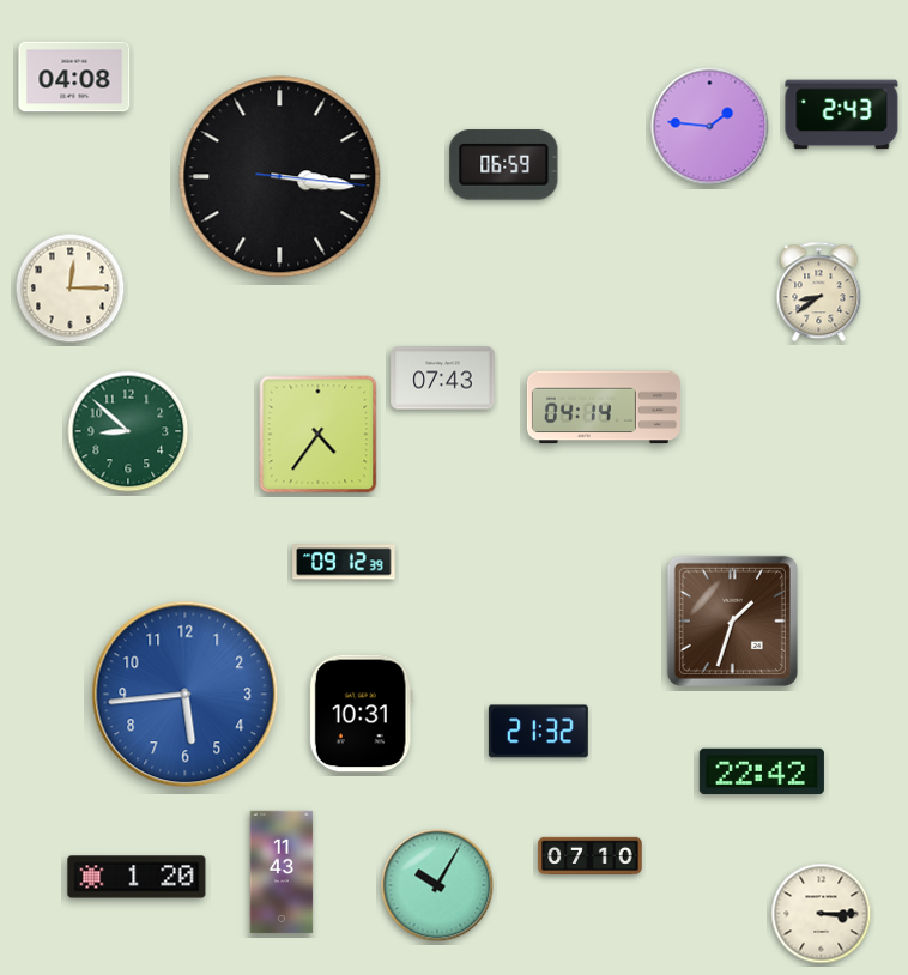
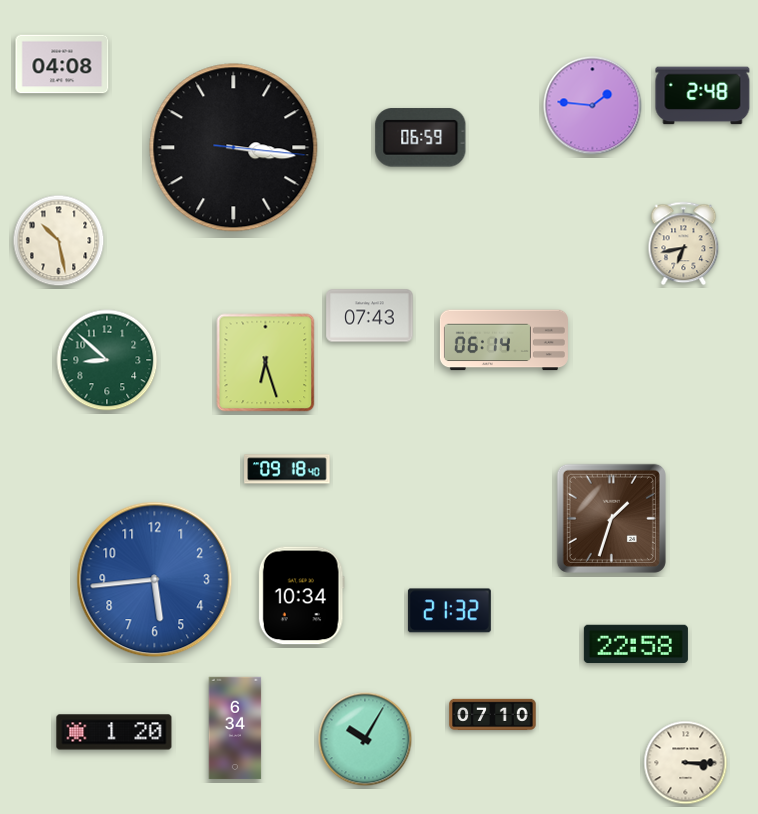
clock at (842, 115): 2:43 -> 2:48
clock at (71, 289): 12:15 -> 10:28
clock at (819, 292): 8:39 -> 6:43
clock at (604, 407): 04:14 -> 06:14
clock at (319, 435): 4:36 -> 6:27
clock at (344, 562): 09:12 -> 09:18
clock at (361, 714): 10:31 -> 10:34
clock at (762, 771): 22:42 -> 22:58
clock at (282, 872): 11:43 -> 6:34
